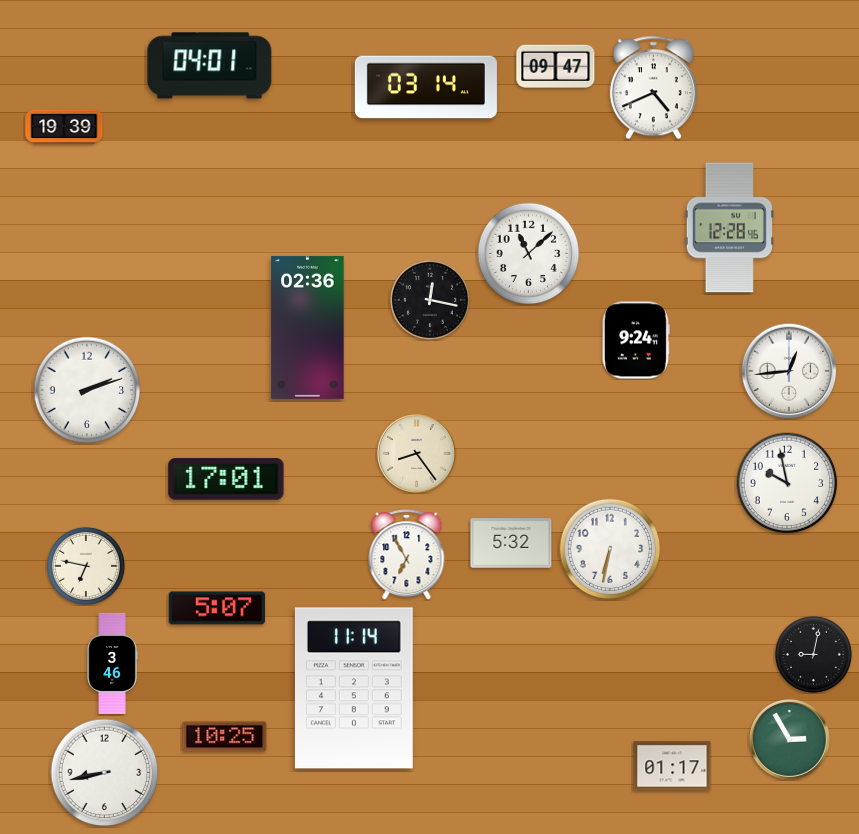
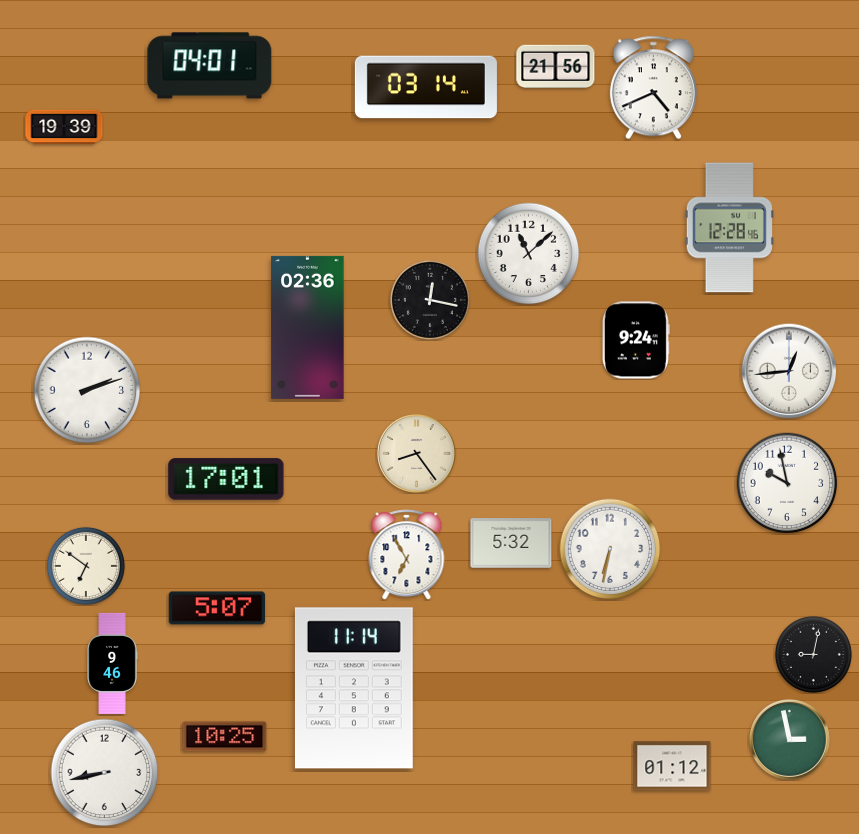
clock at (556, 66): 09:47 -> 21:56
clock at (86, 566): 6:47 -> 6:51
clock at (112, 663): 3:46 -> 9:46
clock at (790, 740): 2:55 -> 2:58
clock at (672, 766): 01:17 -> 01:12
